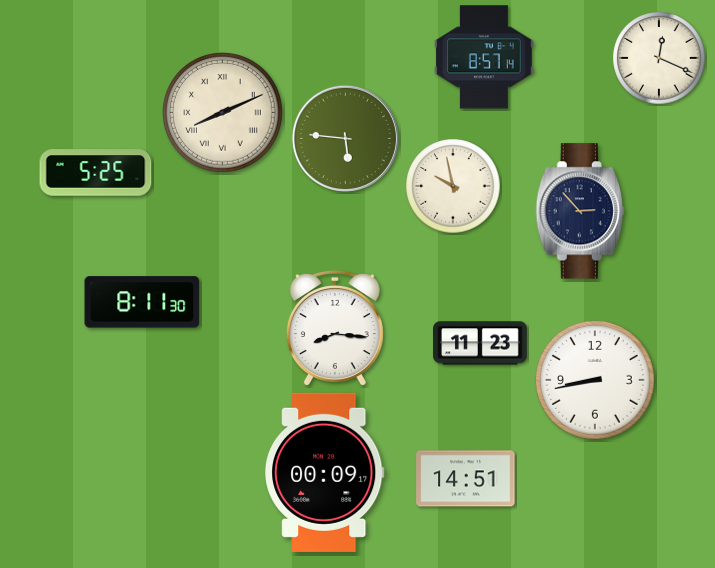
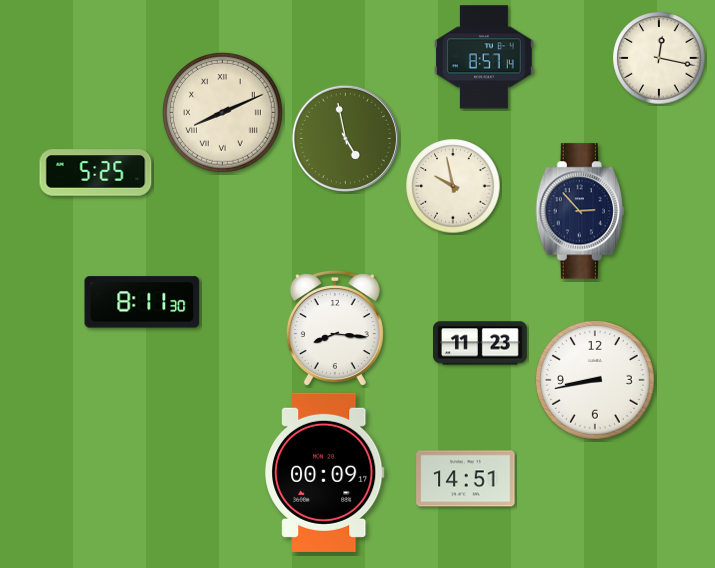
clock at (659, 58): 12:19 -> 12:17
clock at (345, 138): 5:46 -> 4:58
